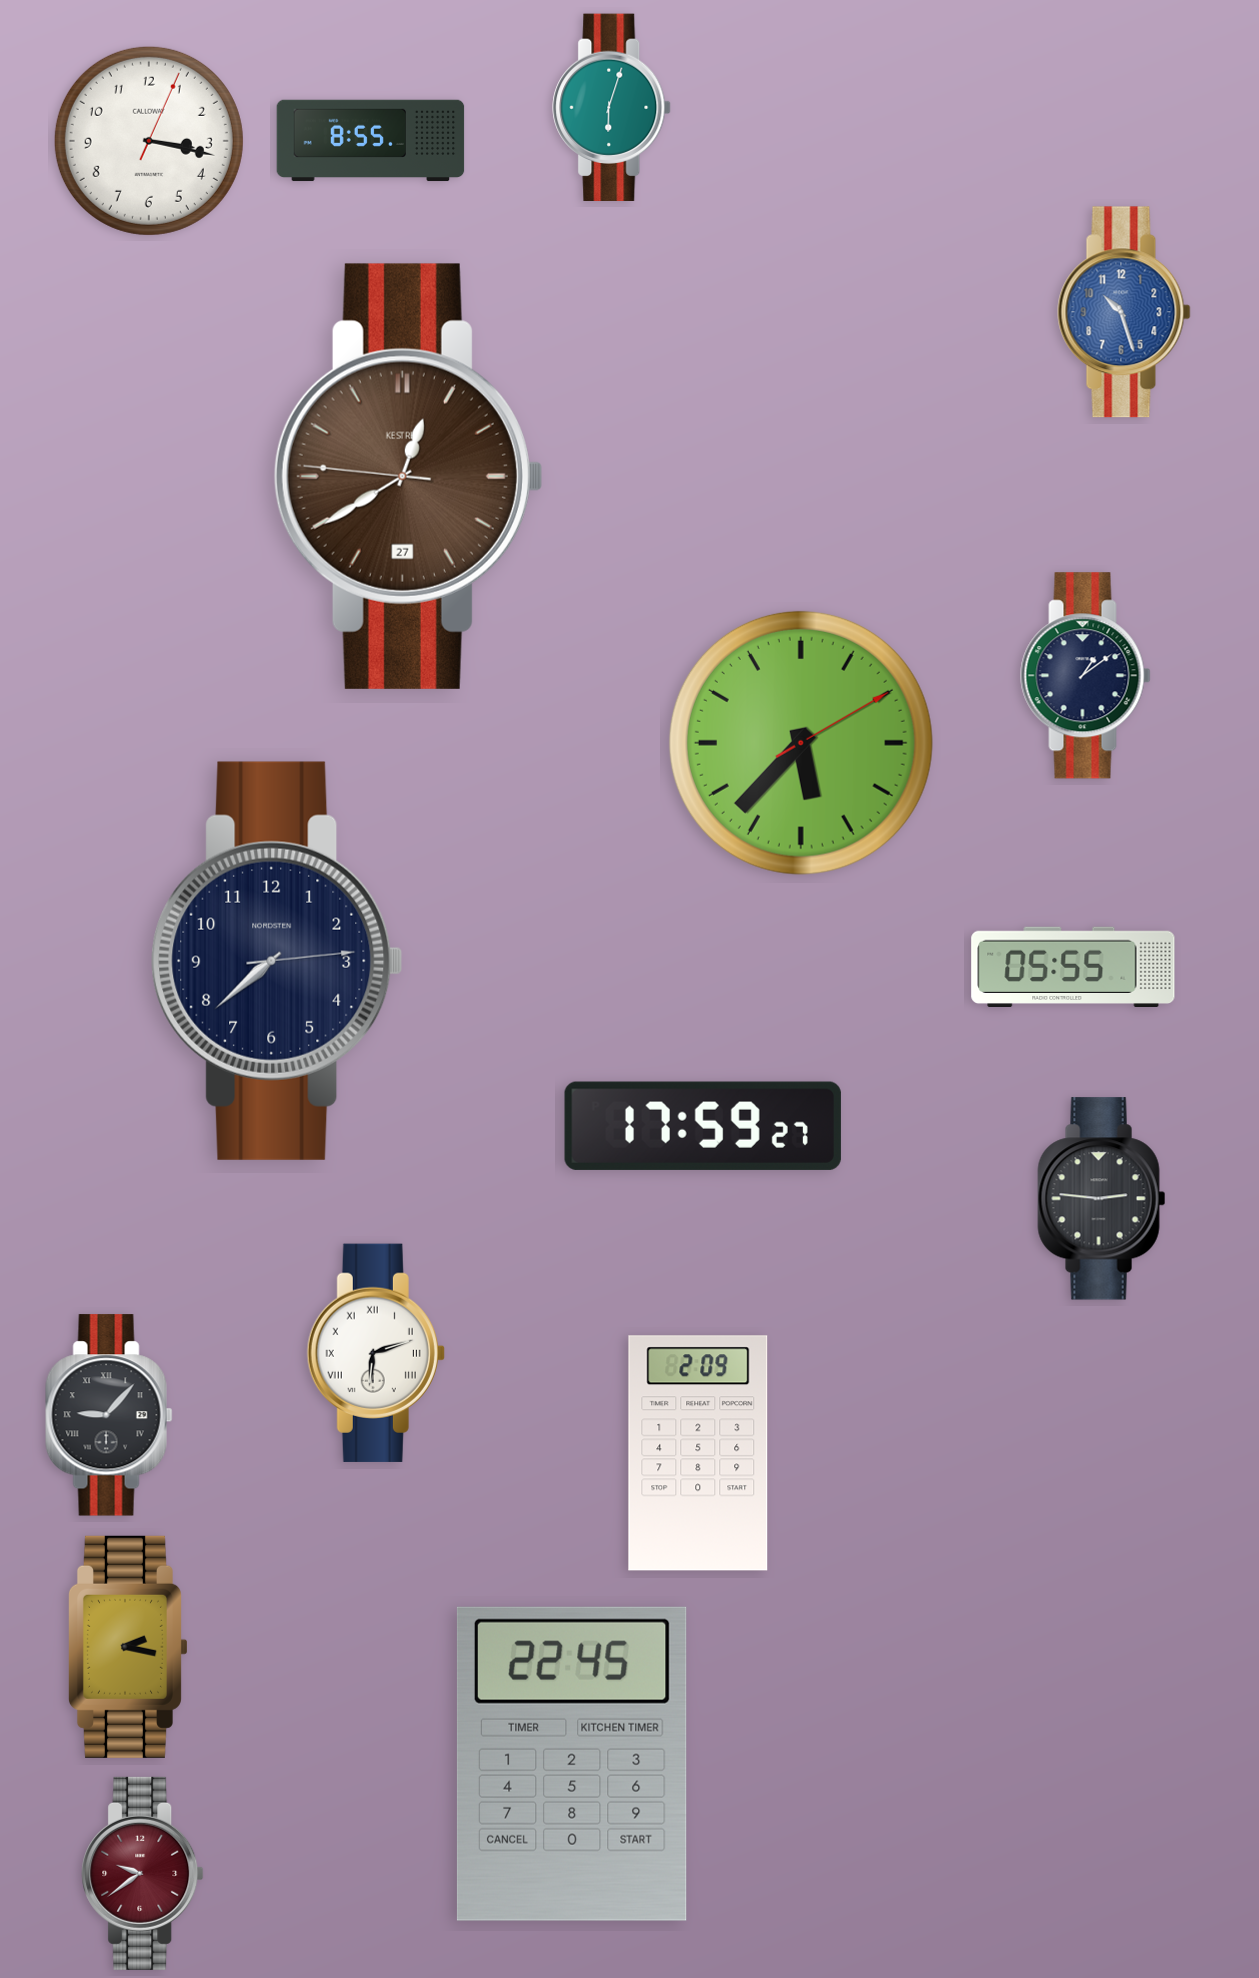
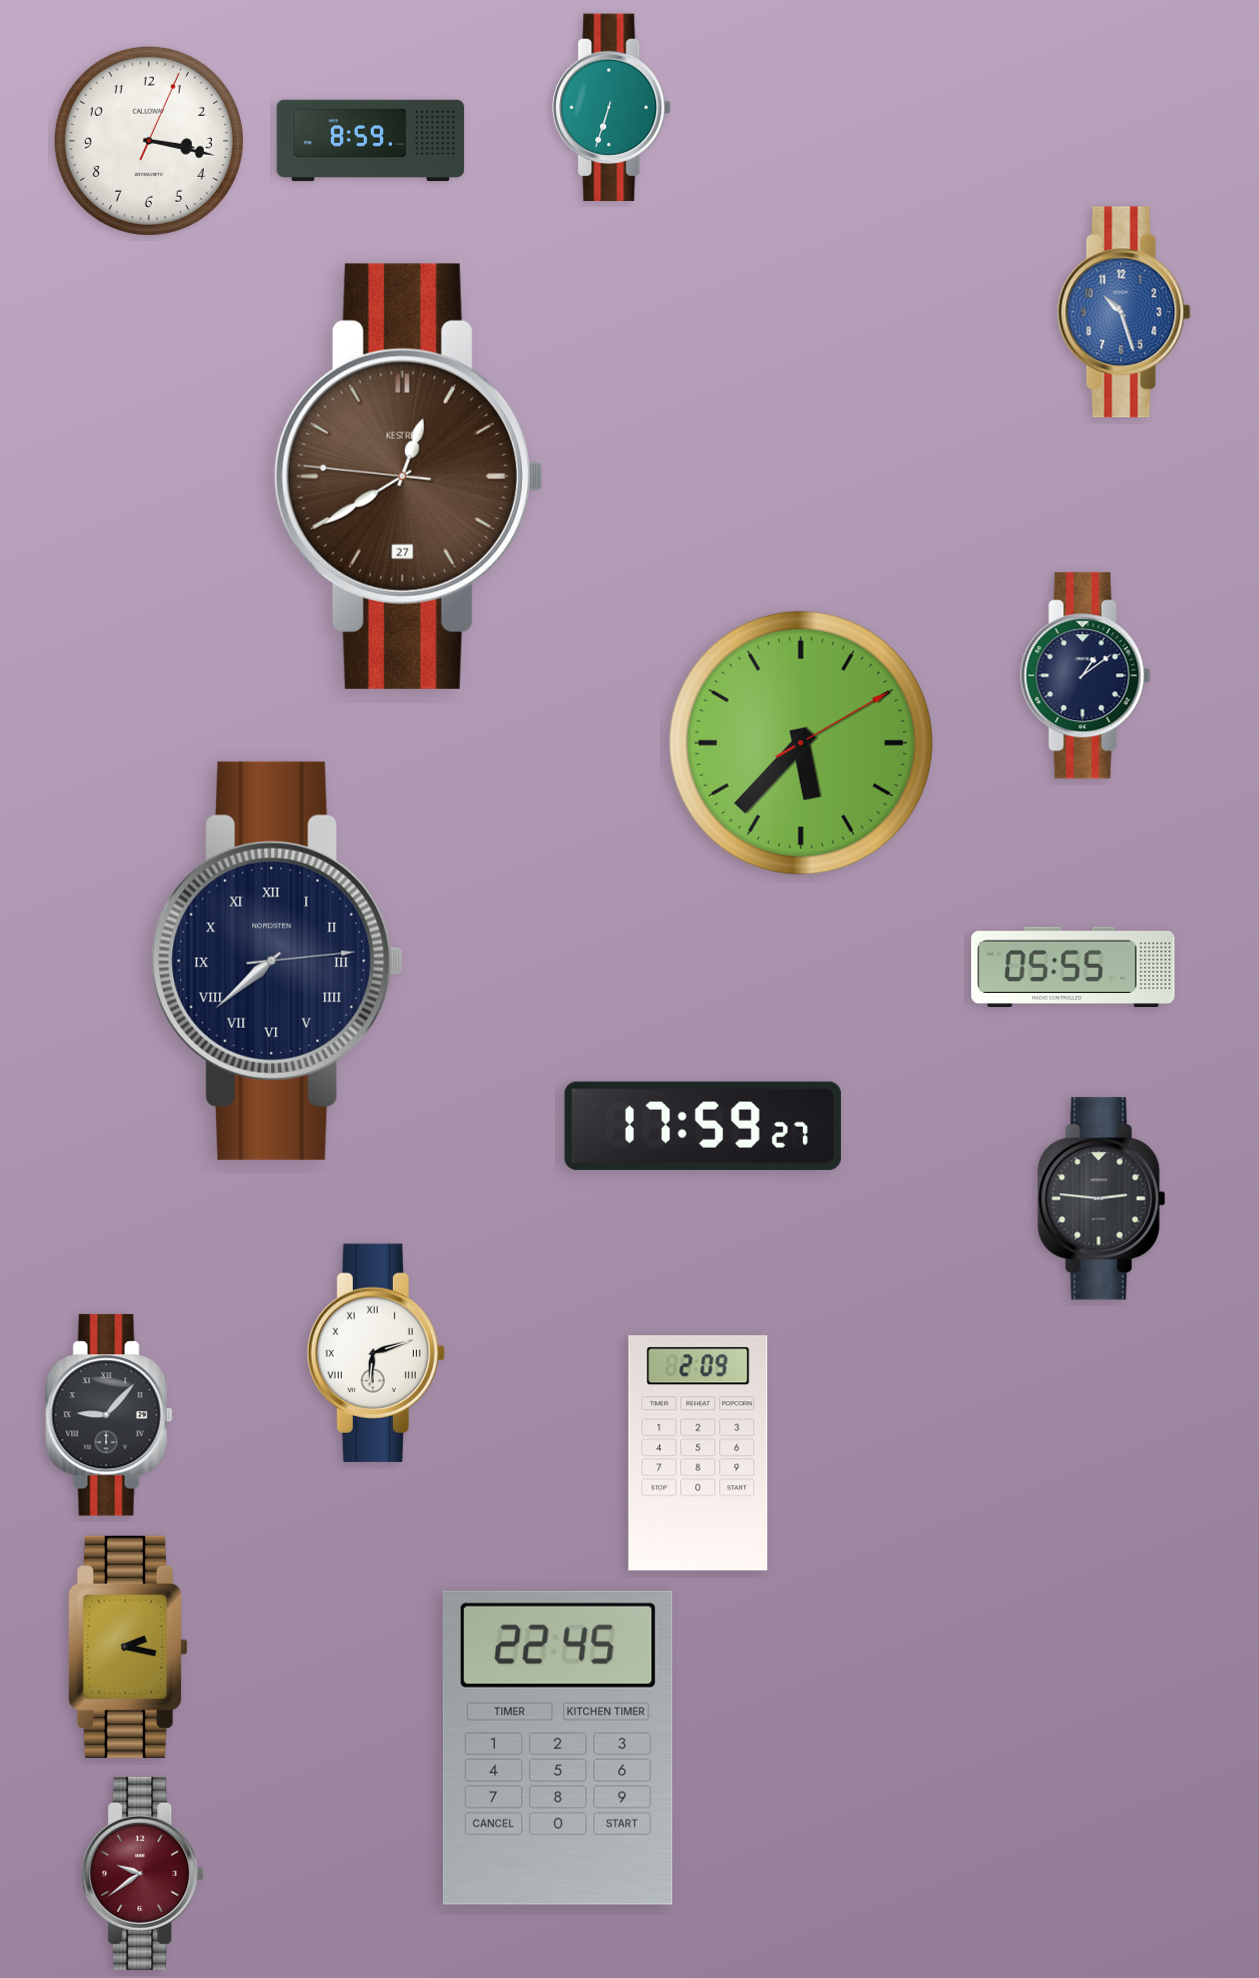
clock at (612, 107): 6:03 -> 6:33
clock at (371, 141): 8:55 -> 8:59
clock at (277, 961) numerals: Arabic -> Roman
clock at (572, 1764) position: (572, 1764) -> (558, 1748)
